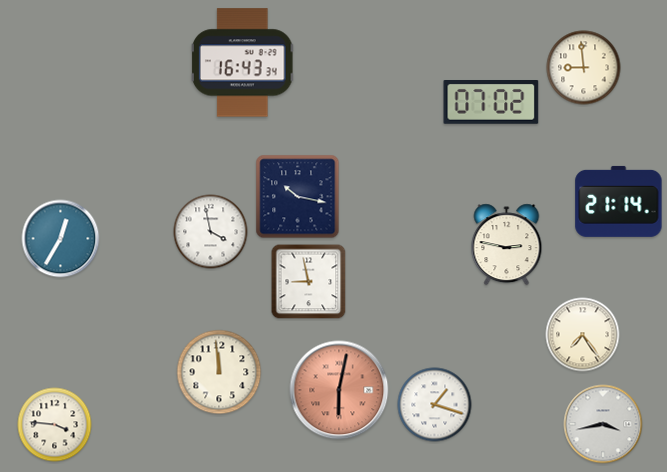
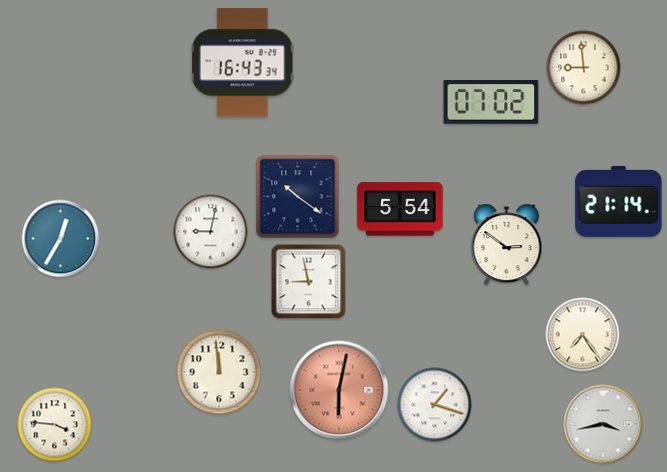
clock at (298, 197): 10:17 -> 10:21
clock at (400, 209): none -> 5:54
clock at (211, 232): 3:58 -> 9:02
clock at (507, 245): 2:47 -> 2:51
